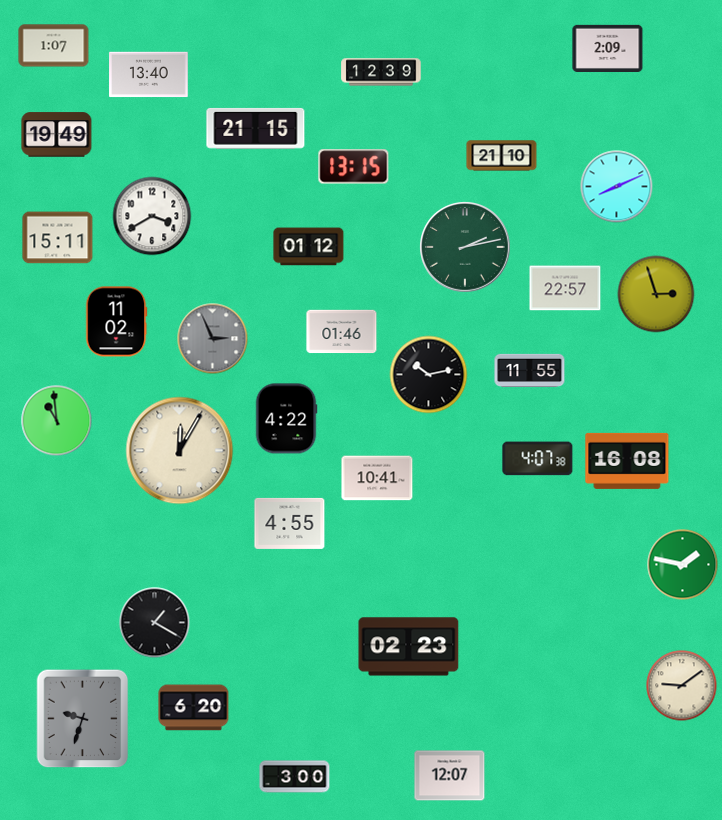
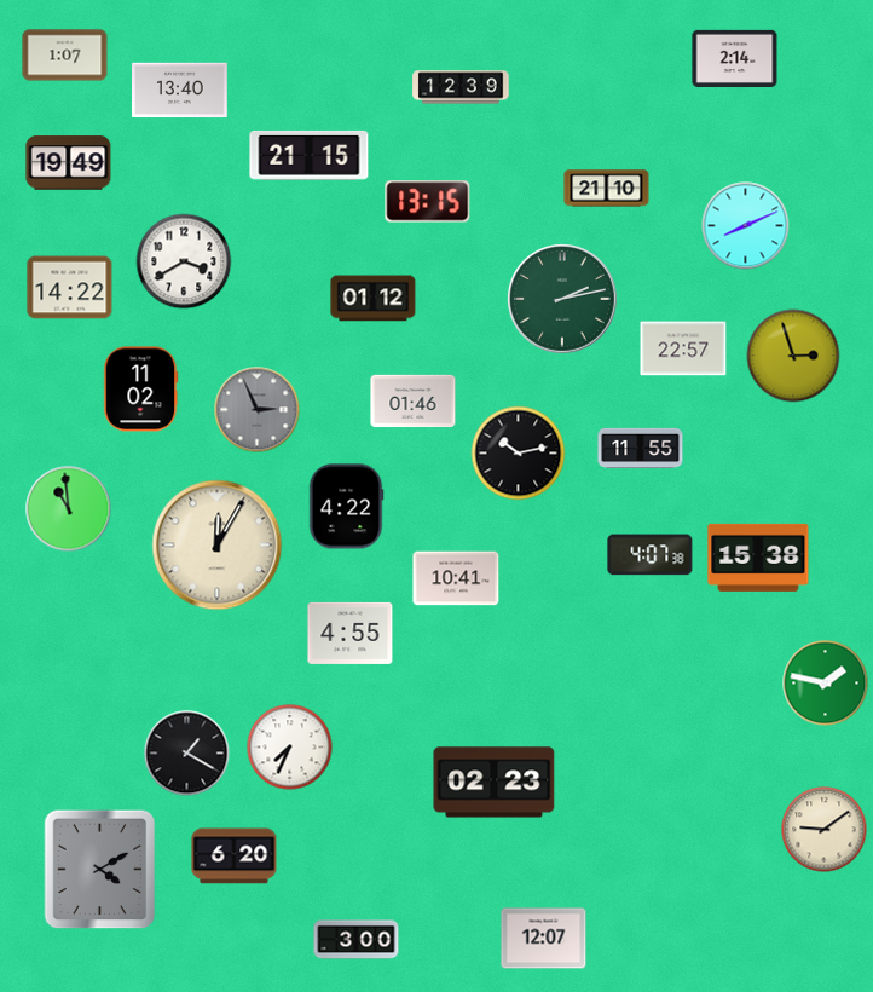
clock at (608, 48): 2:09 -> 2:14
clock at (58, 238): 15:11 -> 14:22
clock at (627, 461): 16:08 -> 15:38
clock at (290, 748): none -> 7:34
clock at (83, 719): 9:33 -> 4:10
